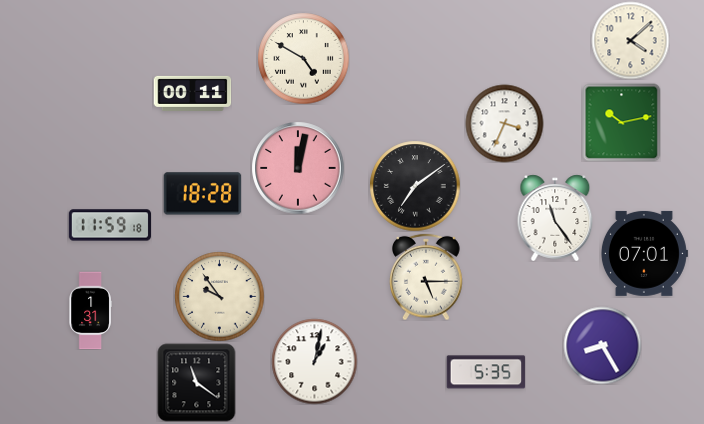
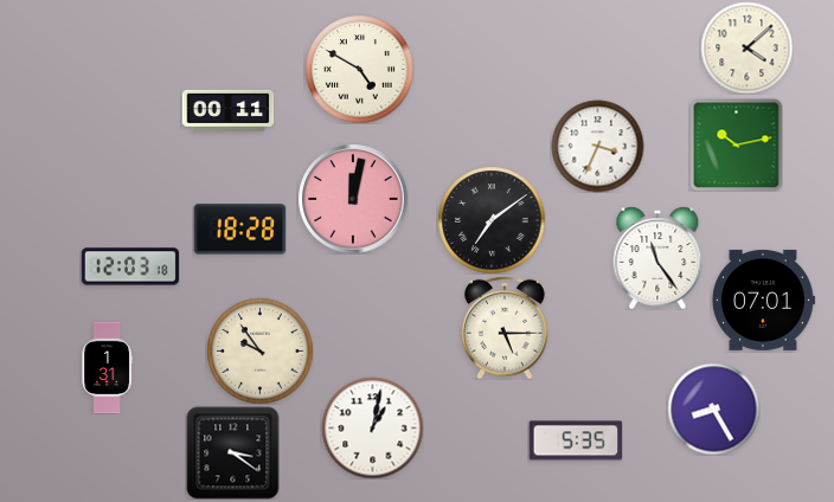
clock at (109, 225): 11:59 -> 12:03
clock at (196, 382): 11:21 -> 3:21
